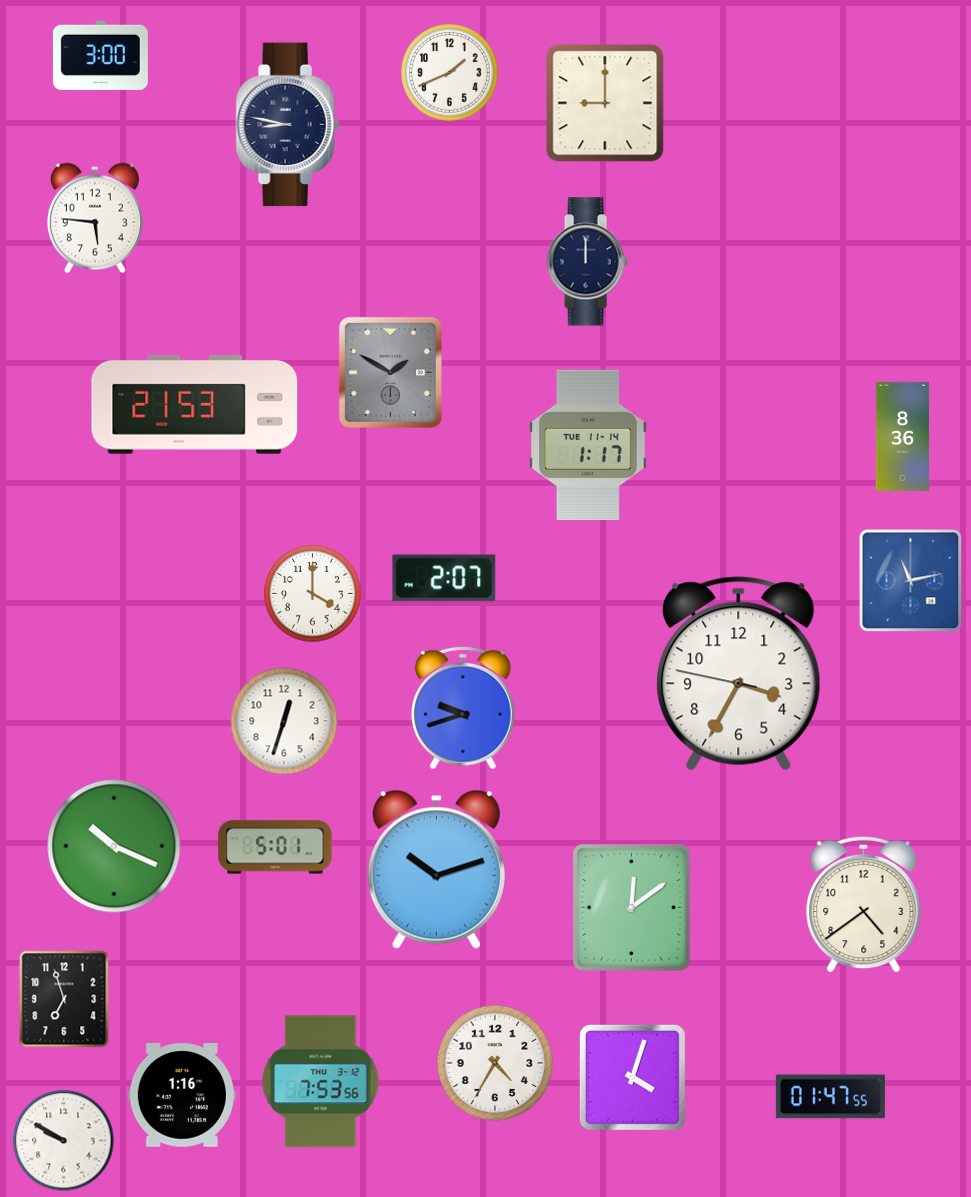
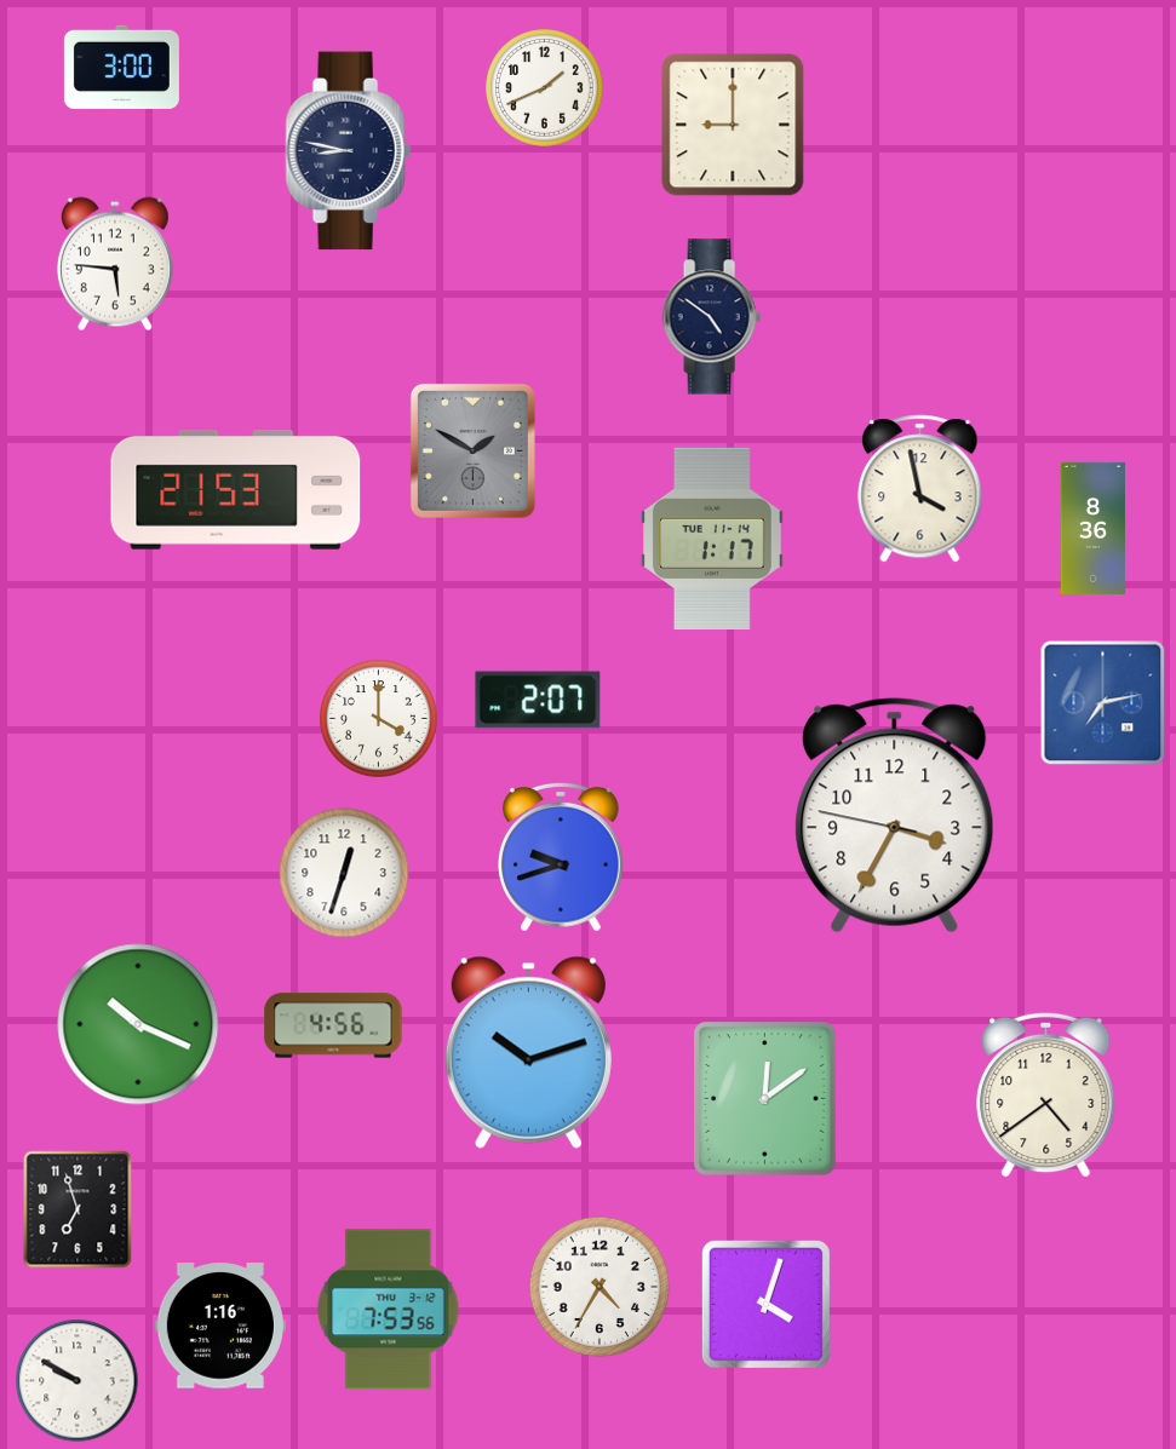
clock at (587, 262): 12:00 -> 4:51
clock at (920, 489): none -> 3:58
clock at (911, 581): 11:13 -> 7:13
clock at (275, 847): 5:01 -> 4:56
clock at (830, 1097): 01:47 -> none
